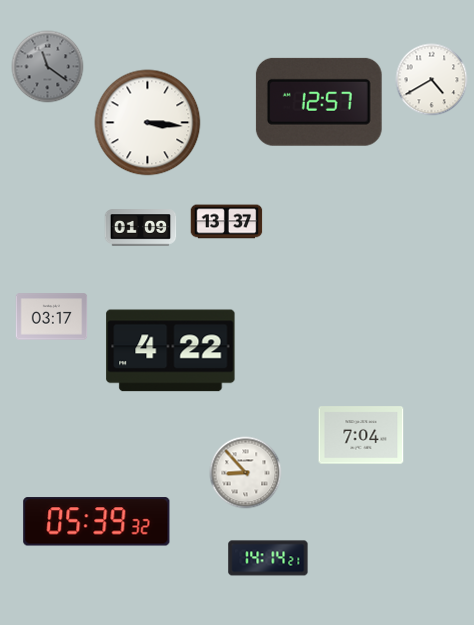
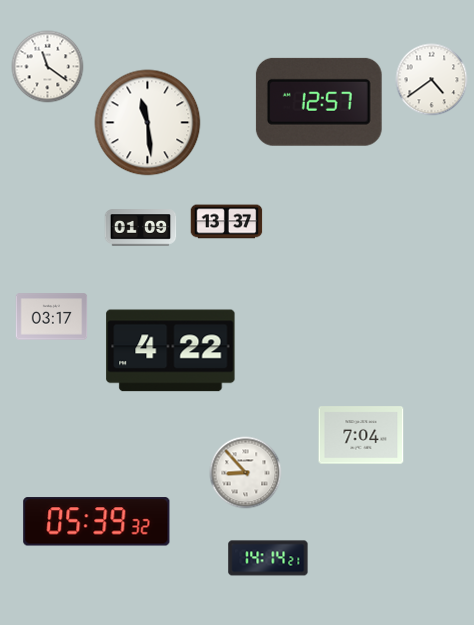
clock at (48, 67) dial: grey -> white
clock at (432, 80): 4:40 -> 4:39
clock at (148, 123): 3:16 -> 11:29
